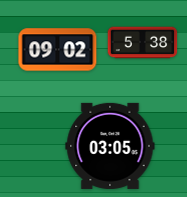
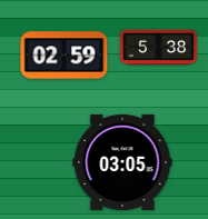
clock at (58, 50): 09:02 -> 02:59
